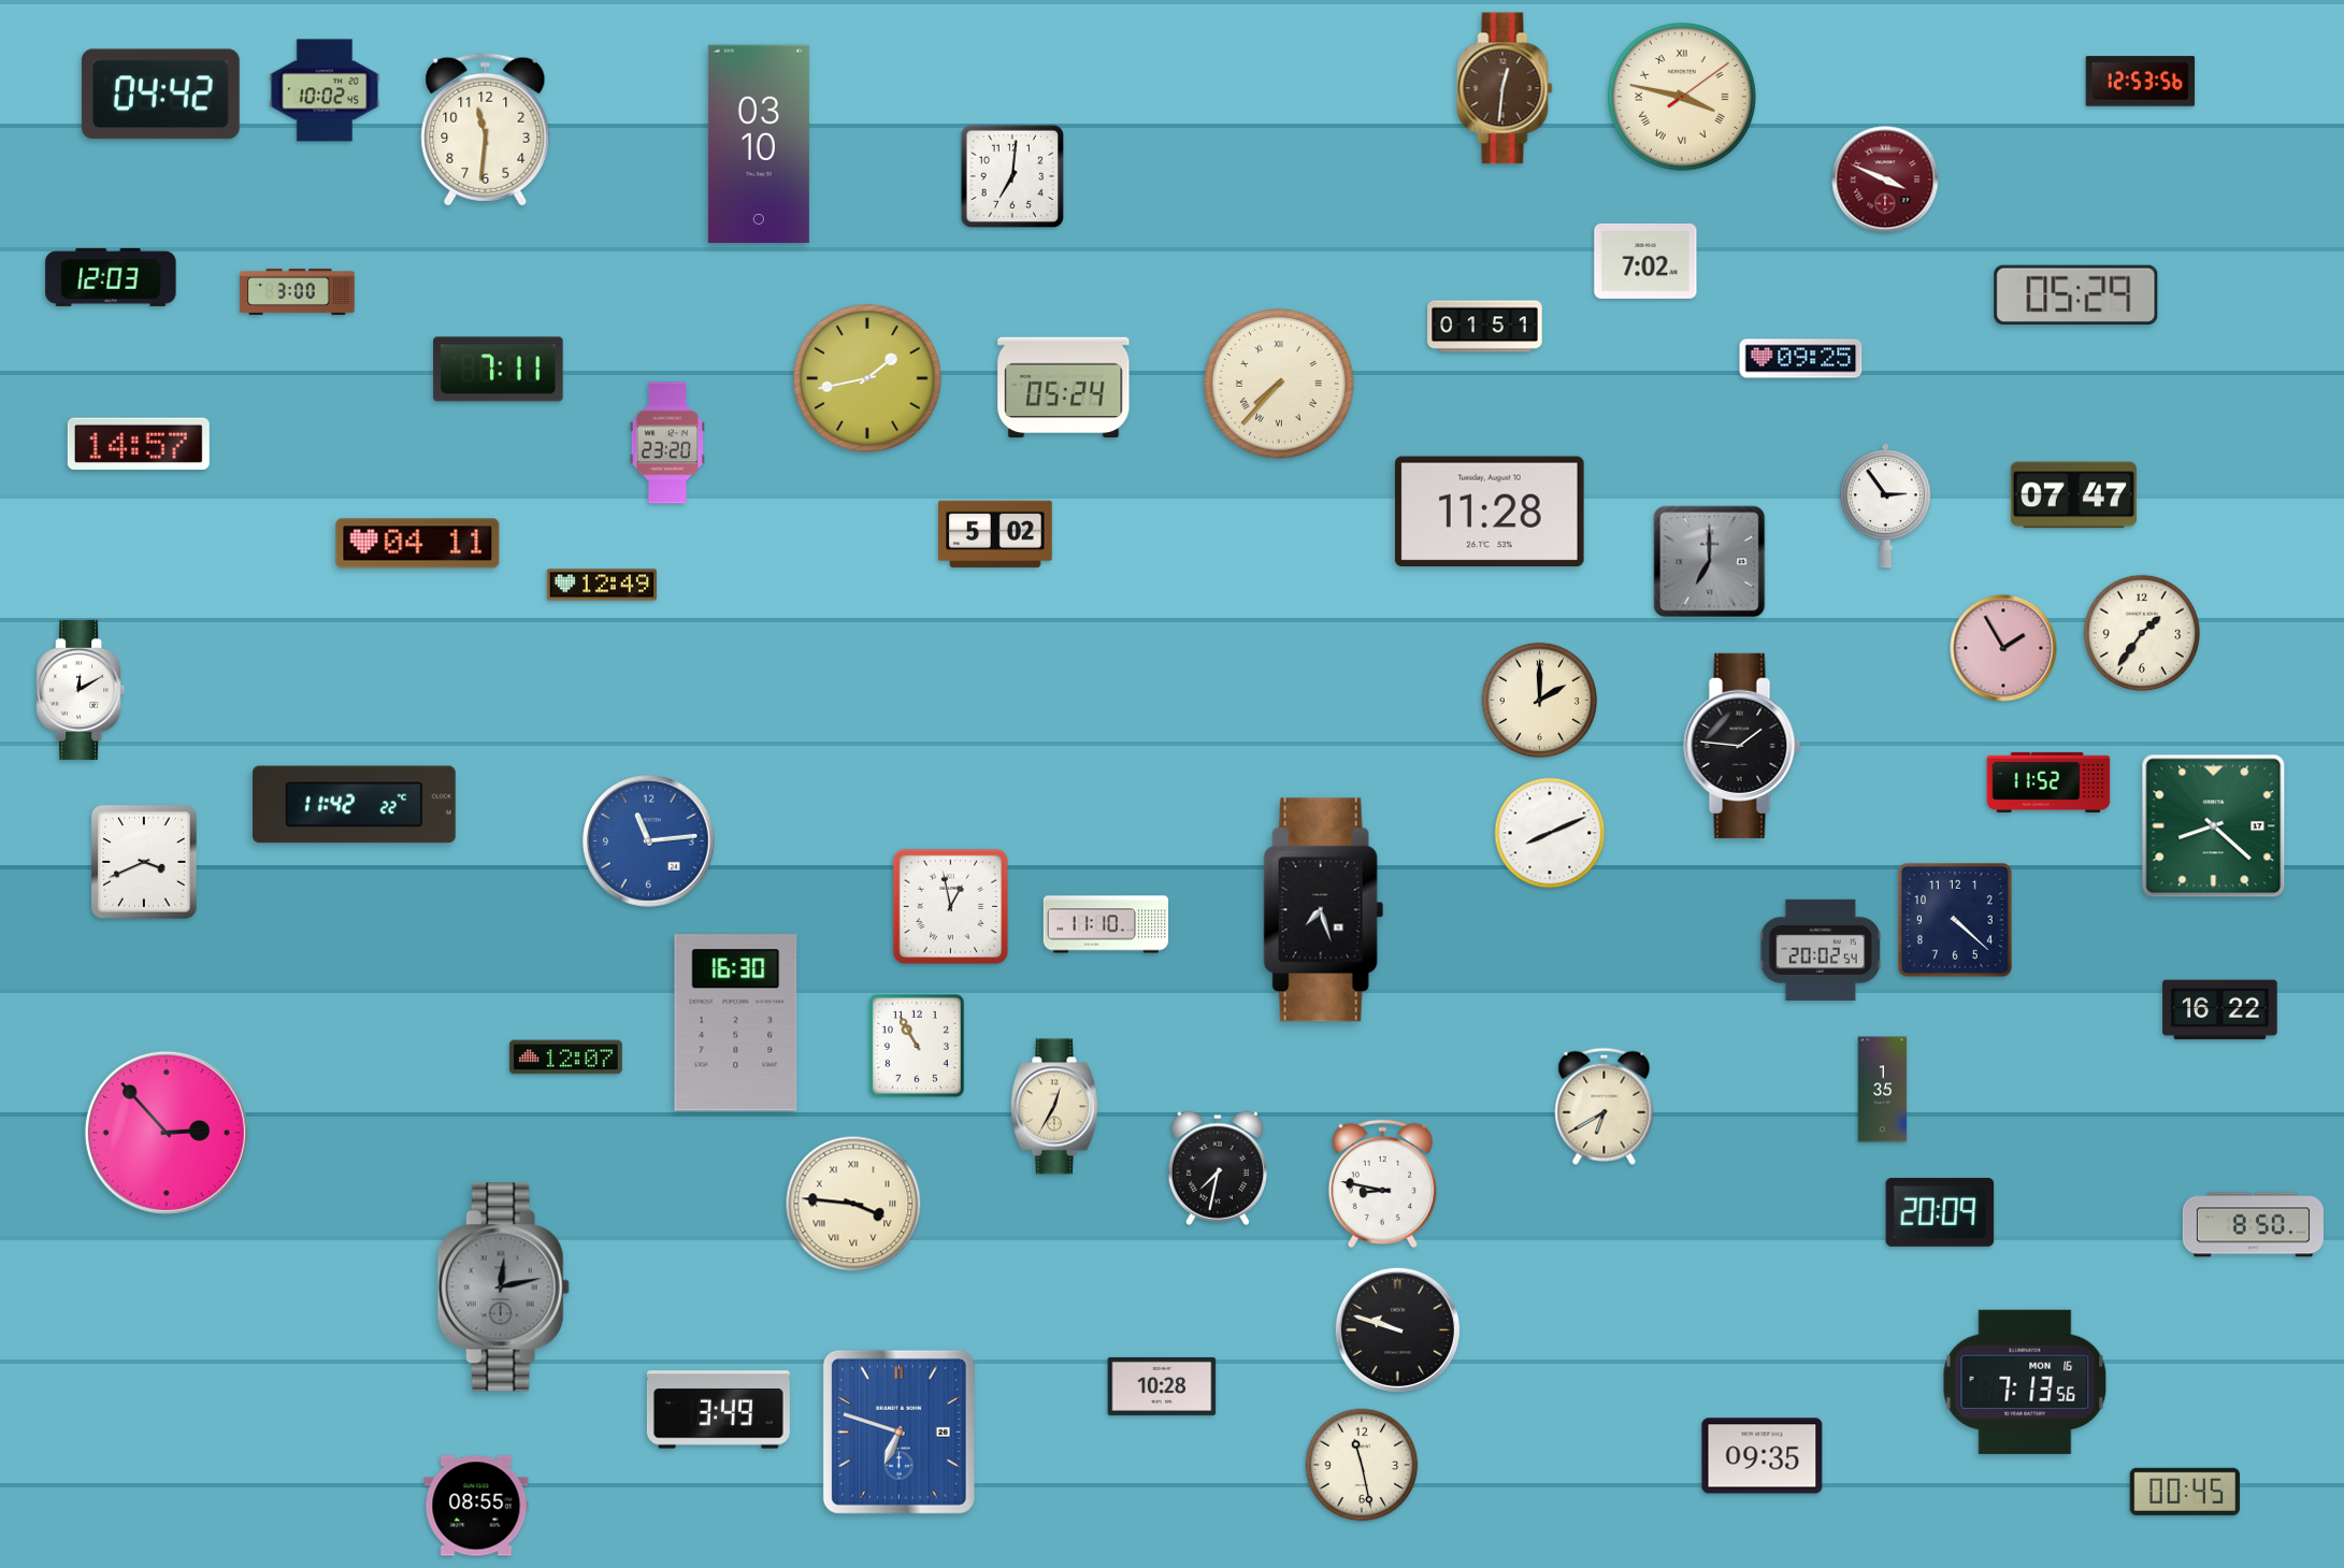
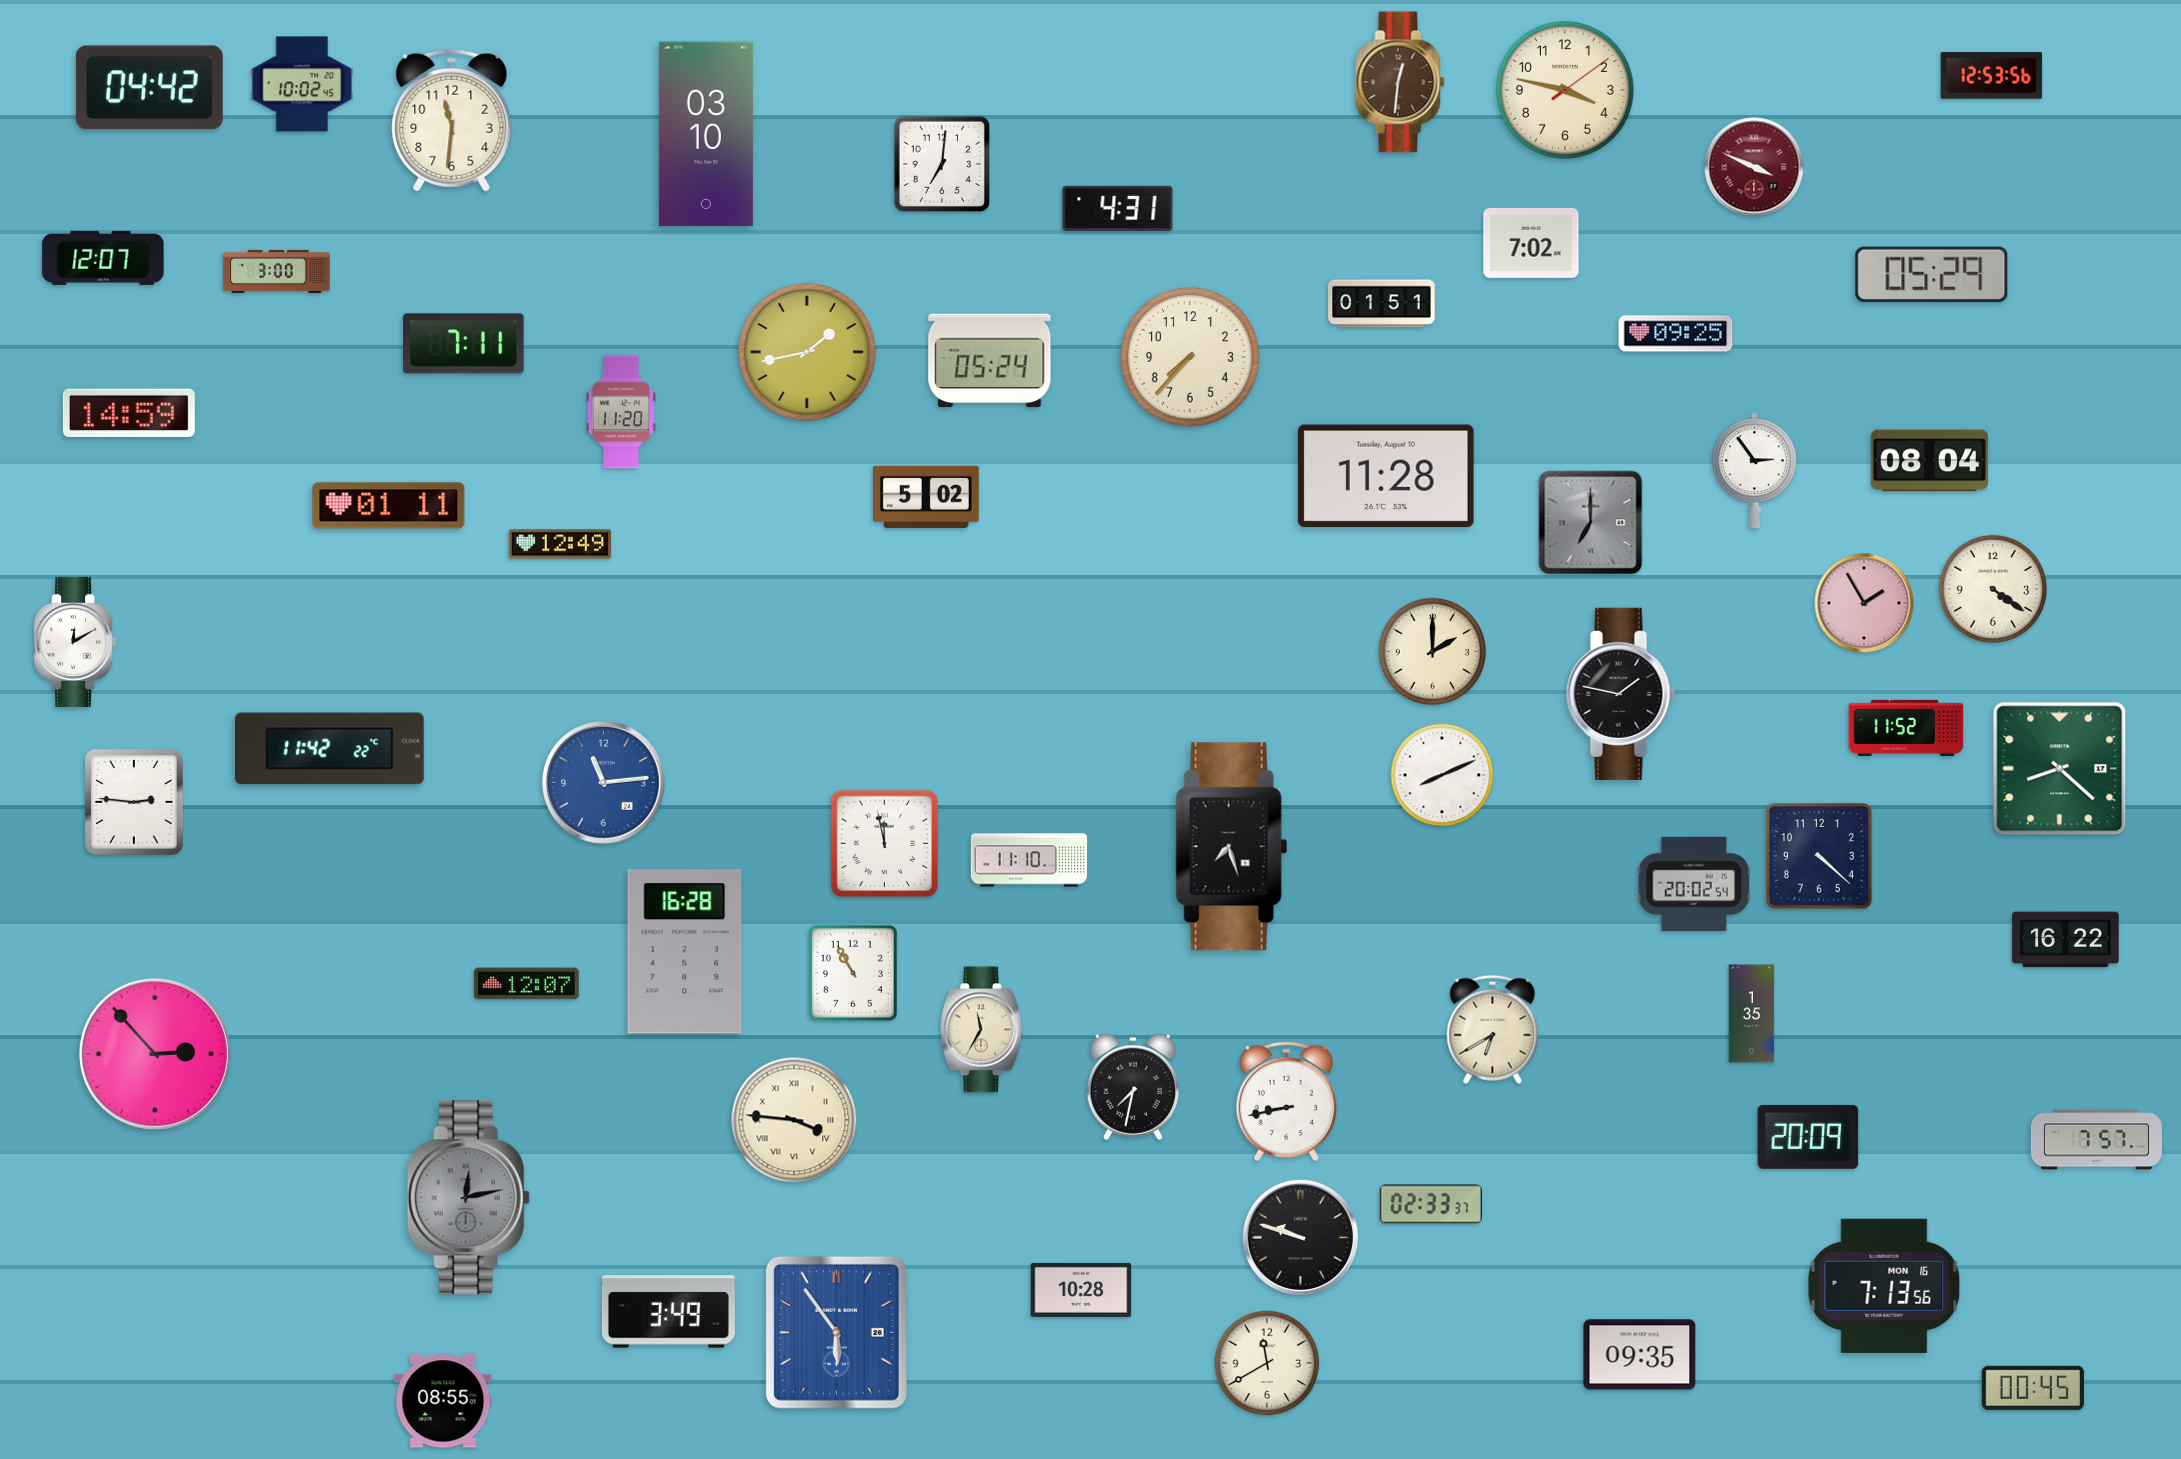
clock at (1682, 97) numerals: Roman -> Arabic
clock at (1118, 208): none -> 4:31
clock at (111, 277): 12:03 -> 12:07
clock at (1279, 384) numerals: Roman -> Arabic
clock at (667, 443): 23:20 -> 11:20
clock at (139, 444): 14:57 -> 14:59
clock at (2073, 495): 07:47 -> 08:04
clock at (418, 544): 04:11 -> 01:11
clock at (2142, 633): 1:36 -> 4:21
clock at (1742, 746): 1:46 -> 1:47
clock at (144, 862): 3:41 -> 2:46
clock at (951, 907): 12:58 -> 11:58
clock at (736, 1023): 16:30 -> 16:28
clock at (1054, 1107): 12:35 -> 11:35
clock at (1382, 1184): 8:47 -> 8:43
clock at (1940, 1212) position: (1940, 1212) -> (1808, 1137)
clock at (2253, 1225): 8:50 -> 7:57
clock at (1430, 1204): none -> 02:33
clock at (898, 1432): 6:48 -> 5:54
clock at (1362, 1465): 11:28 -> 11:40
